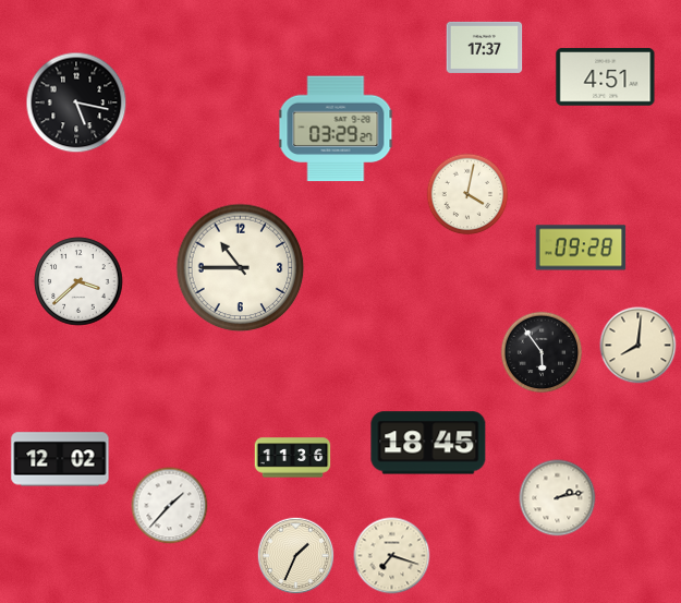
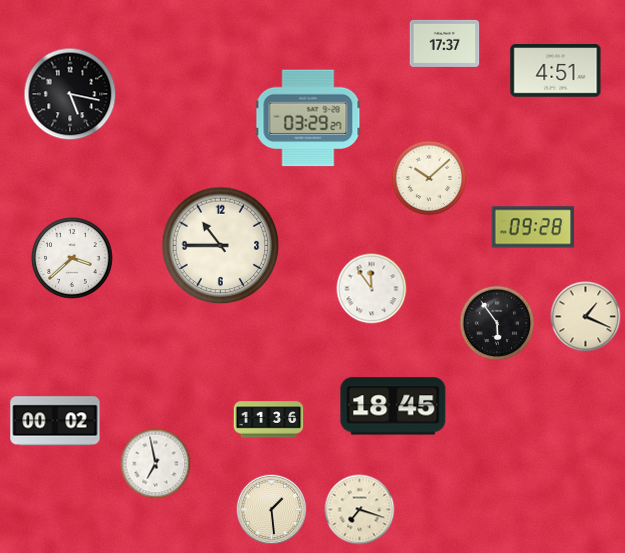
clock at (467, 194): 4:02 -> 10:08
clock at (372, 289): none -> 11:54
clock at (639, 346): 8:01 -> 1:19
clock at (60, 459): 12:02 -> 00:02
clock at (558, 498): 2:13 -> none
clock at (170, 506): 1:37 -> 6:58
clock at (296, 556): 1:34 -> 1:29
